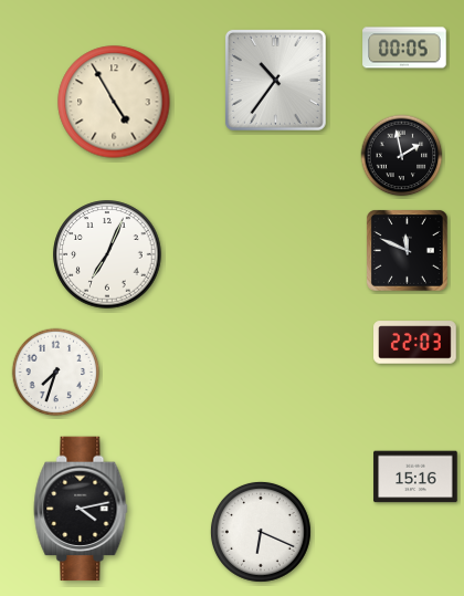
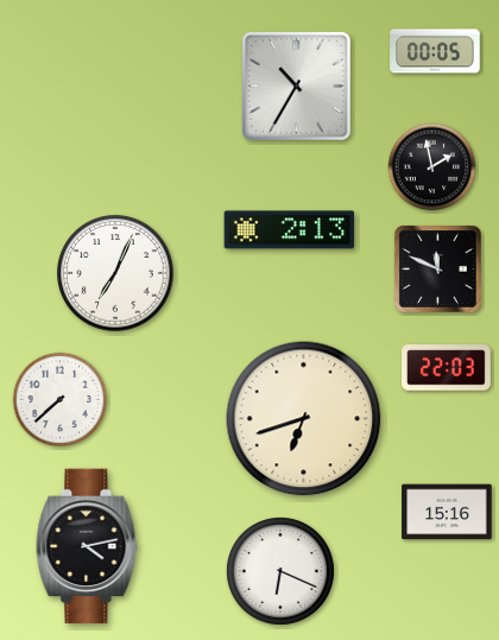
clock at (275, 80): 10:36 -> 10:35
clock at (114, 102): 4:55 -> none
clock at (290, 230): none -> 2:13
clock at (56, 373): 7:33 -> 7:38
clock at (304, 419): none -> 6:42
